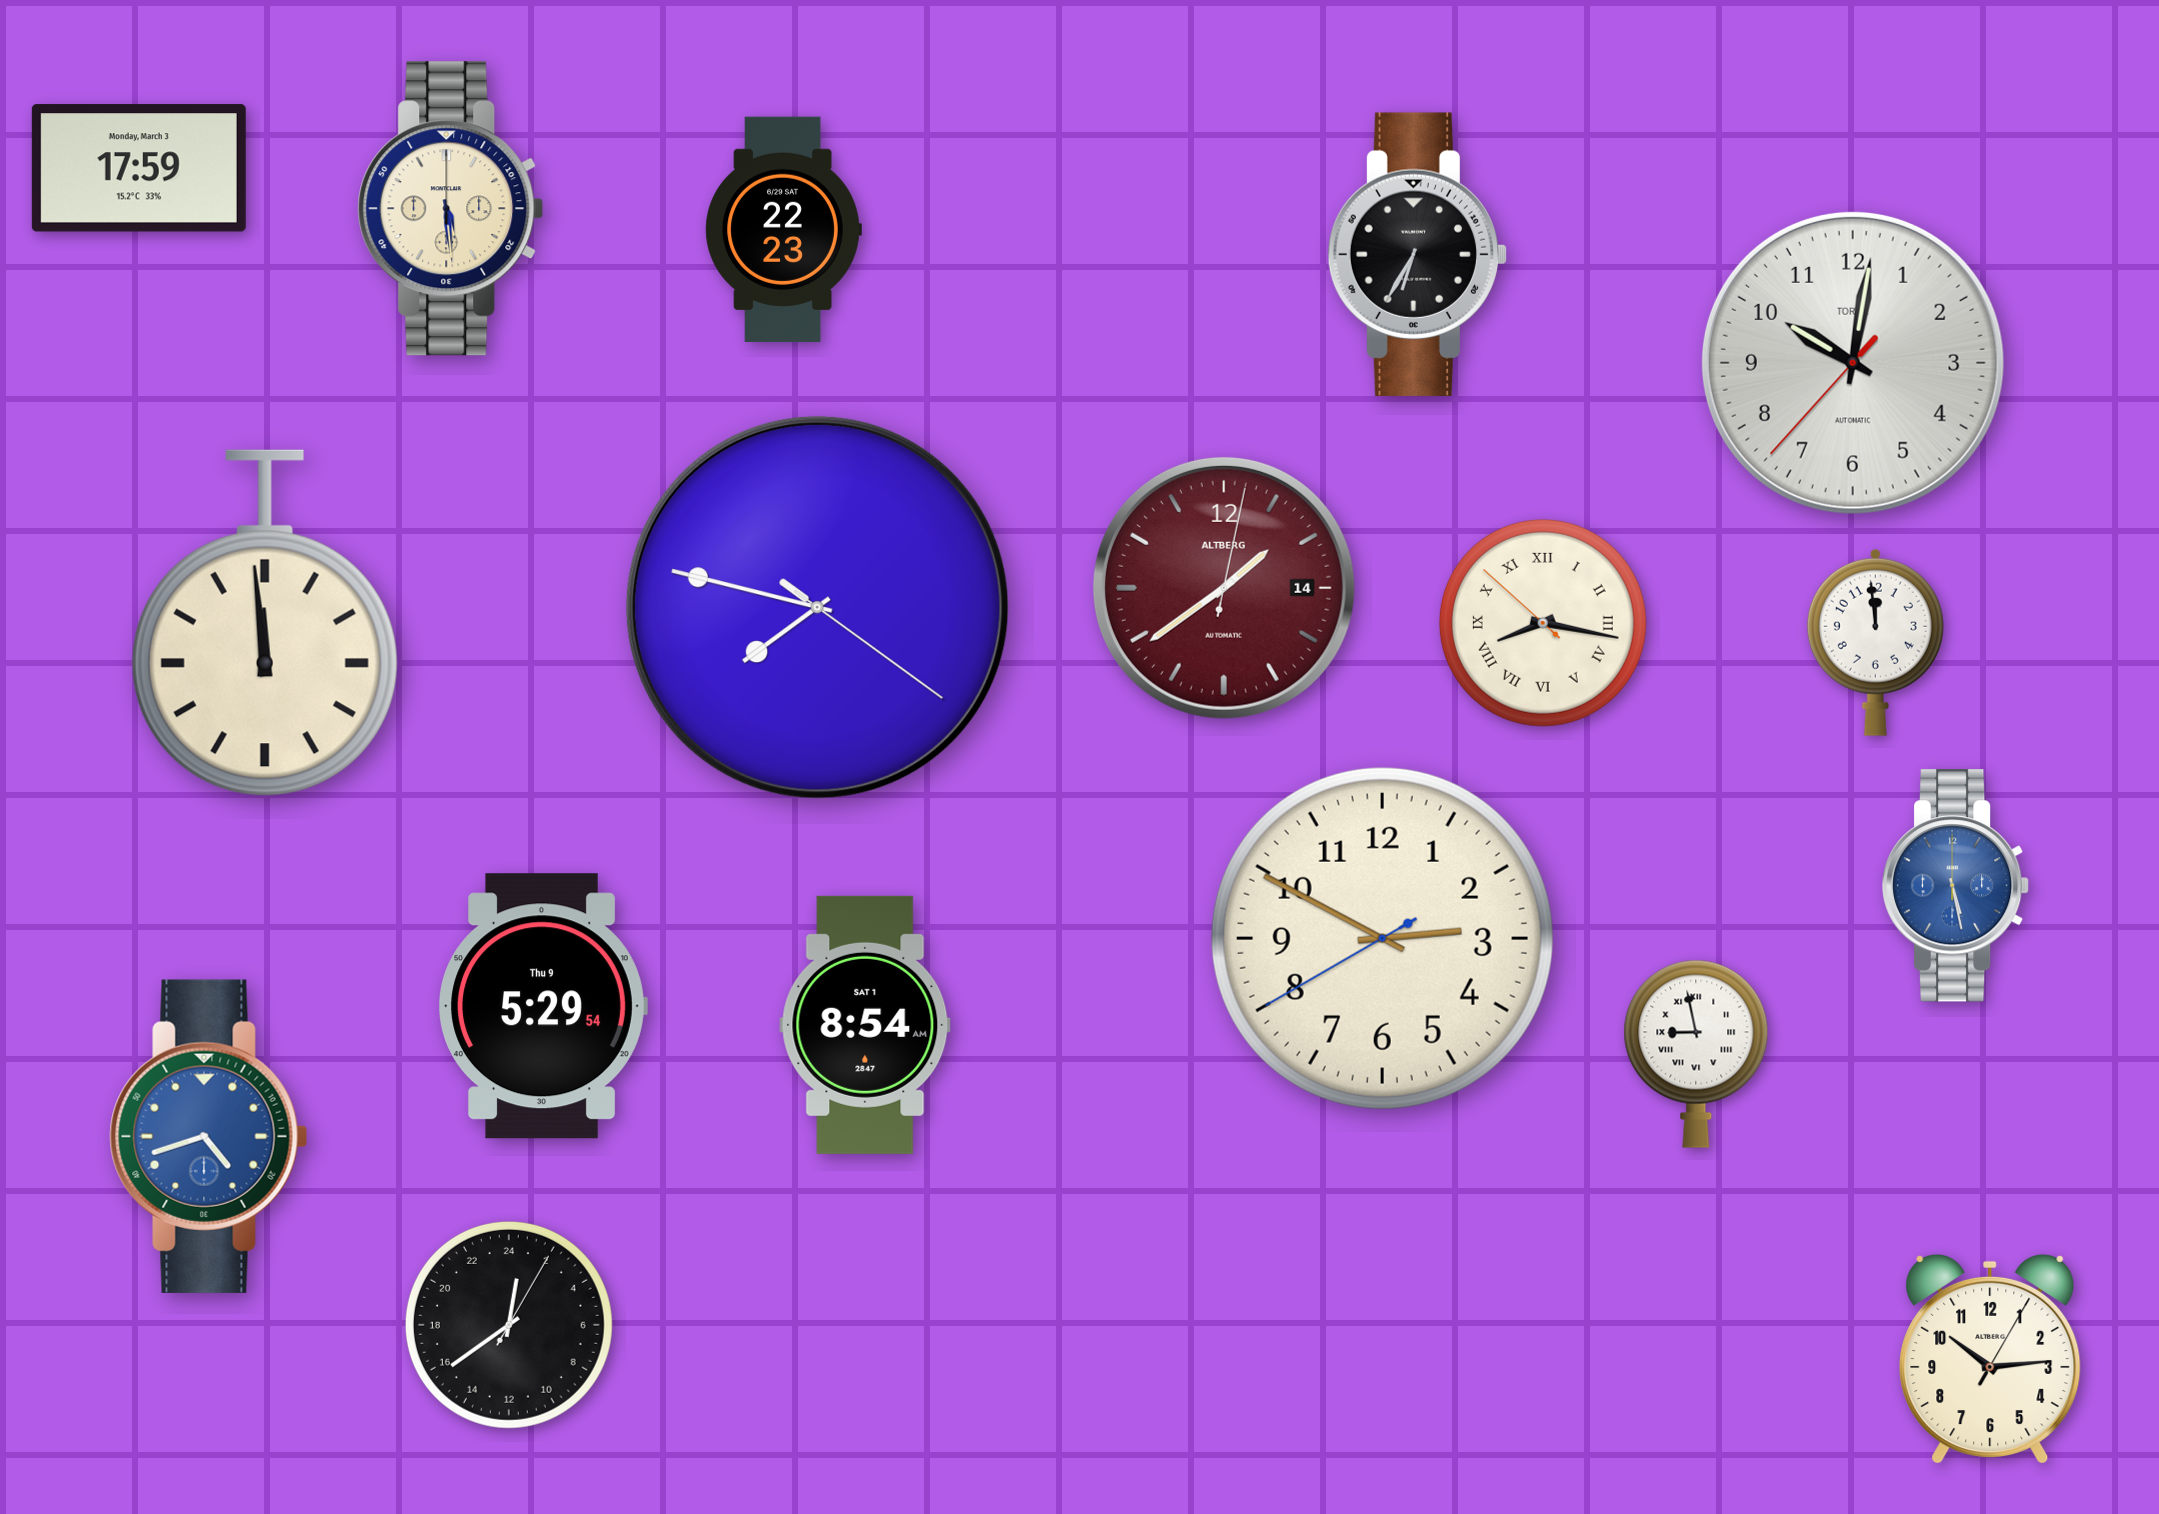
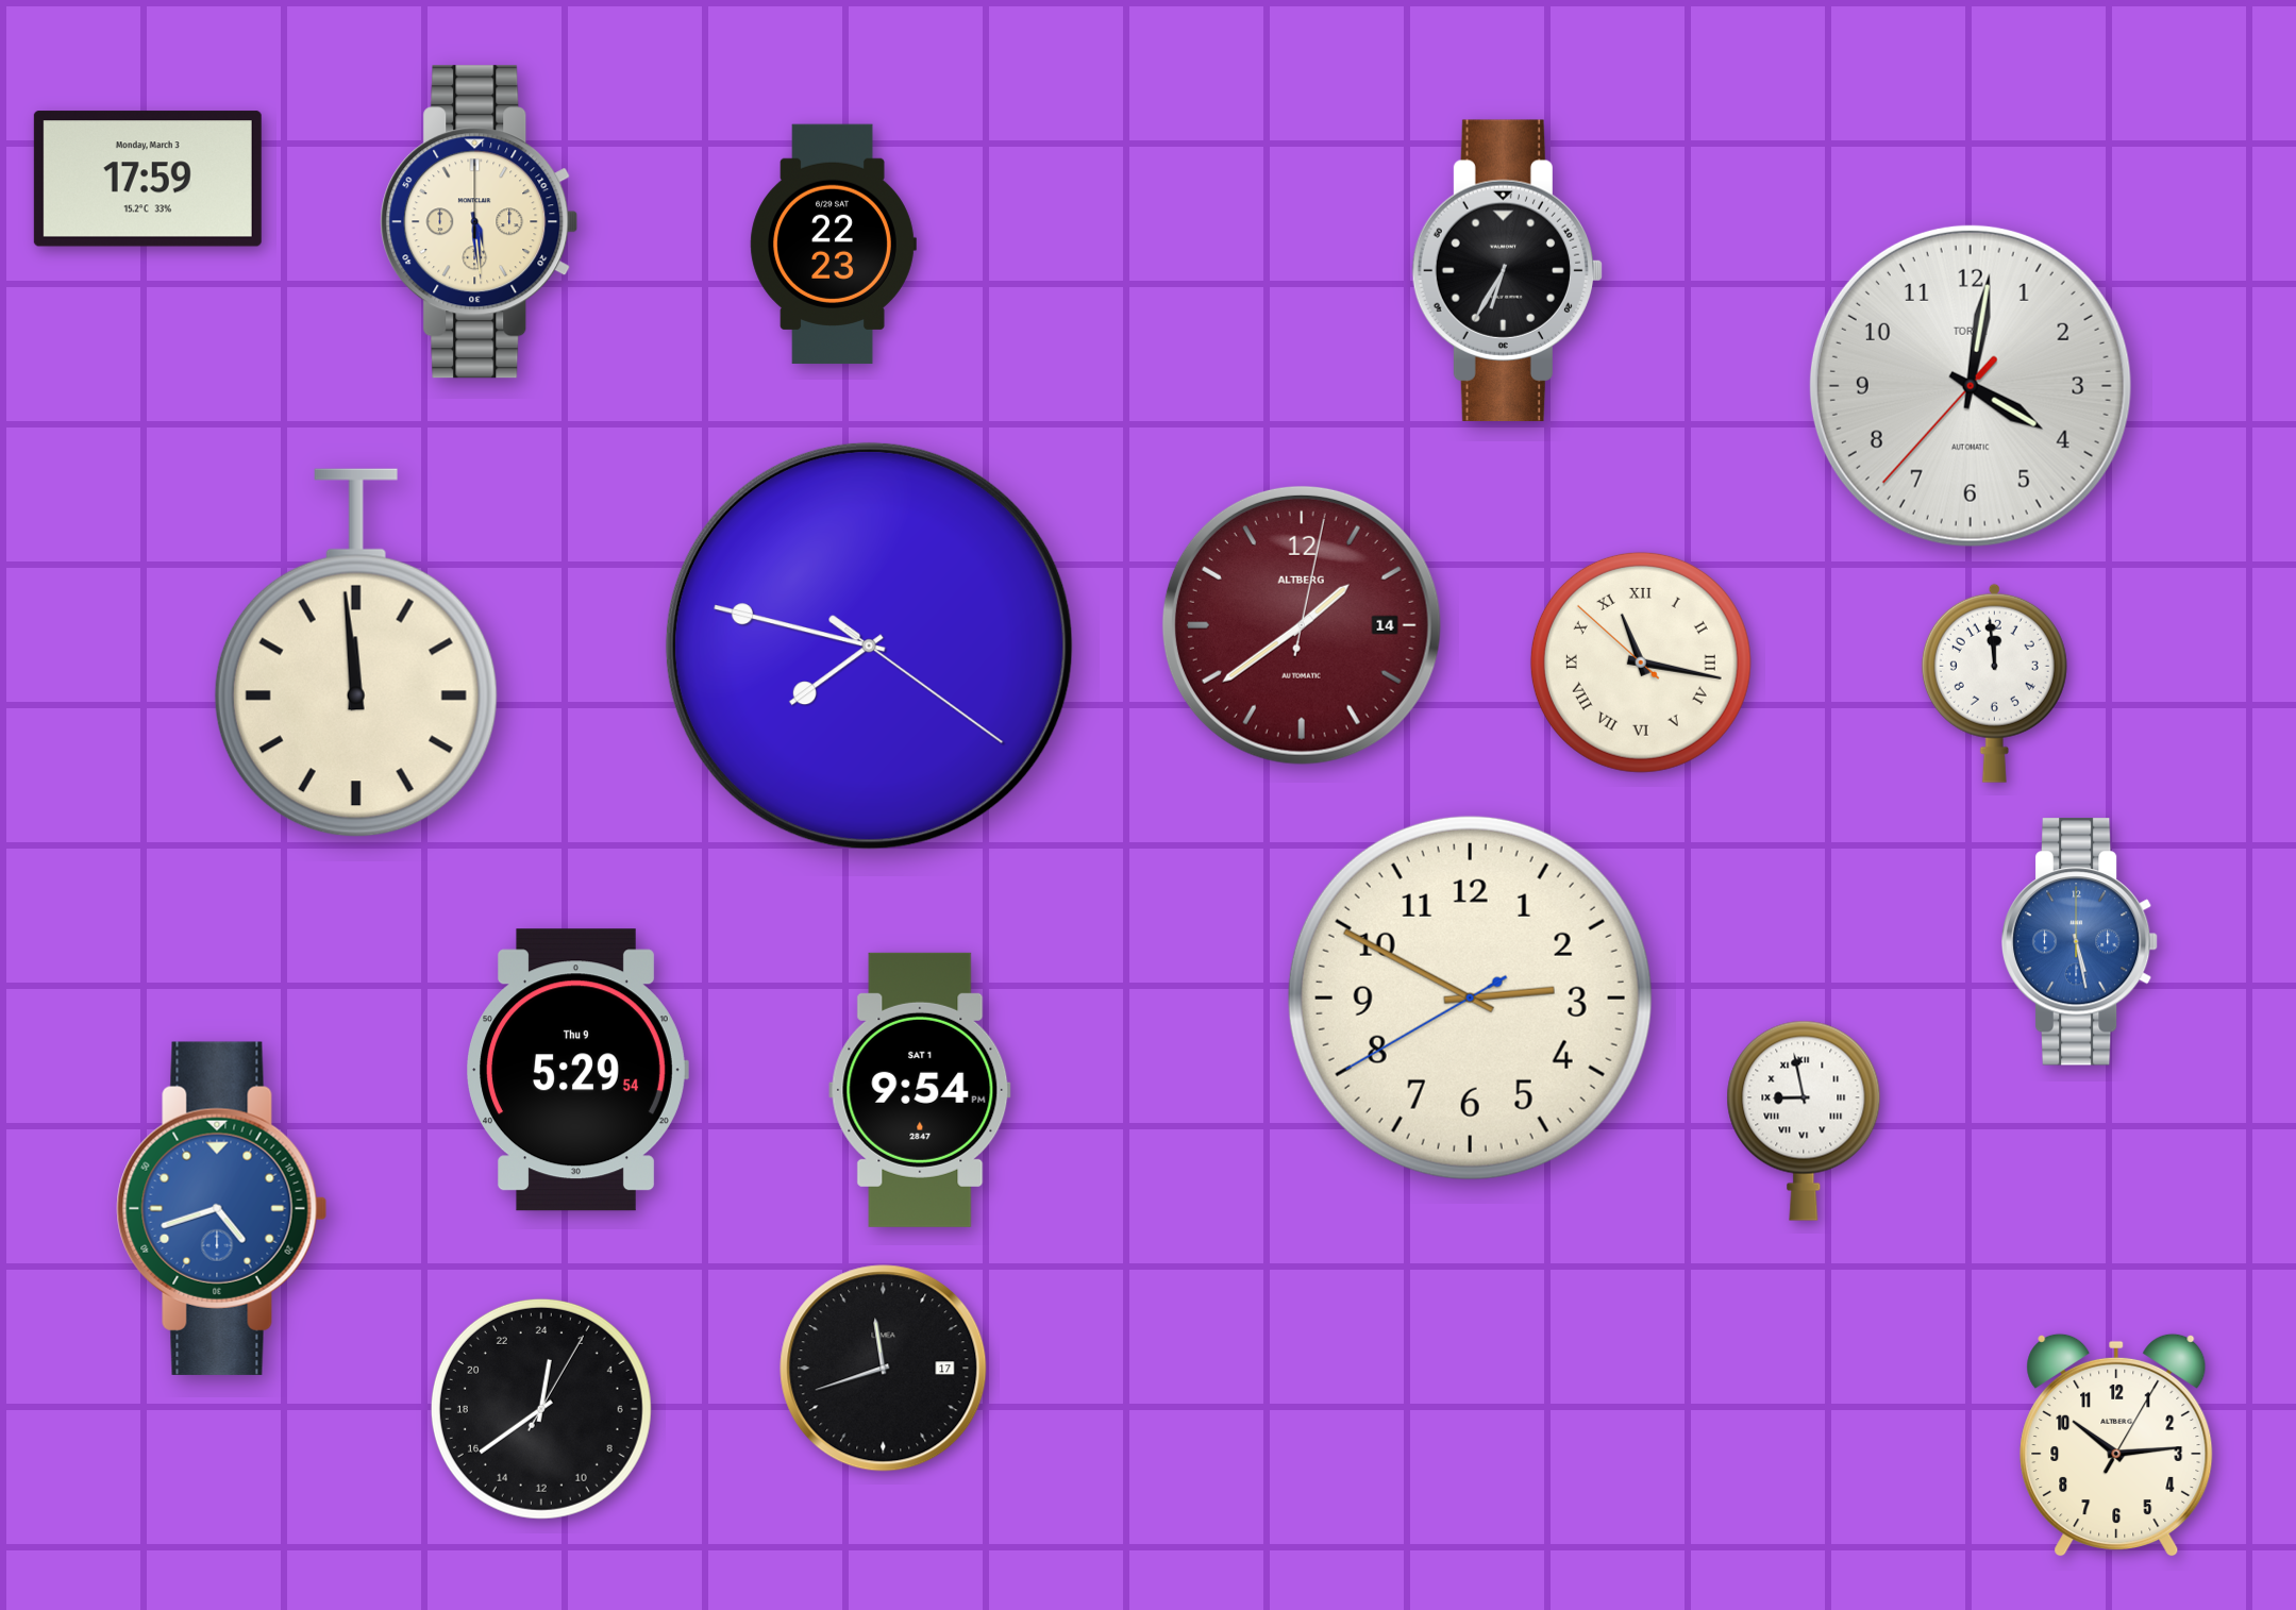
clock at (1853, 363): 10:01 -> 4:01
clock at (265, 623) position: (265, 623) -> (356, 653)
clock at (1543, 623): 8:16 -> 11:16
clock at (865, 1025): 8:54 -> 9:54
clock at (884, 1369): none -> 11:42
